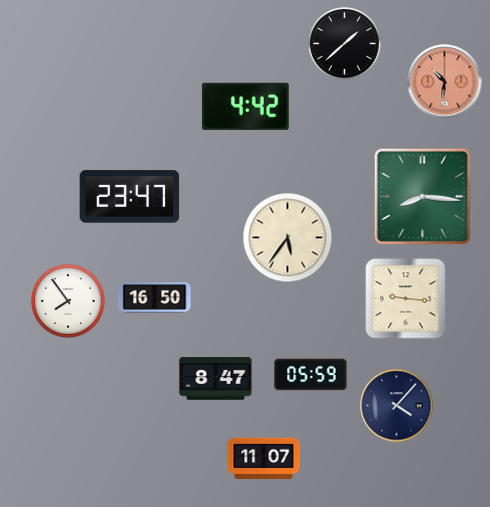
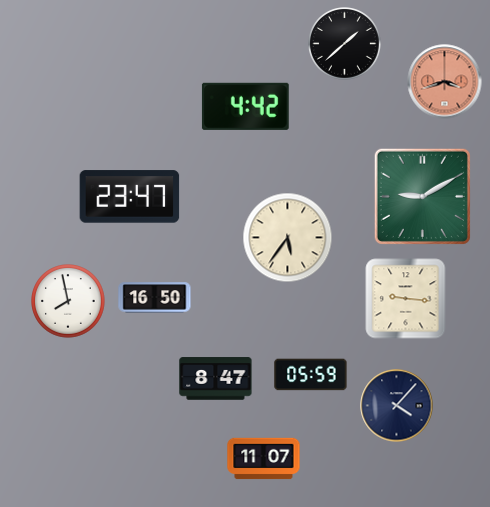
clock at (445, 82): 10:31 -> 3:42
clock at (422, 196): 8:16 -> 9:10
clock at (68, 301): 7:54 -> 7:58
